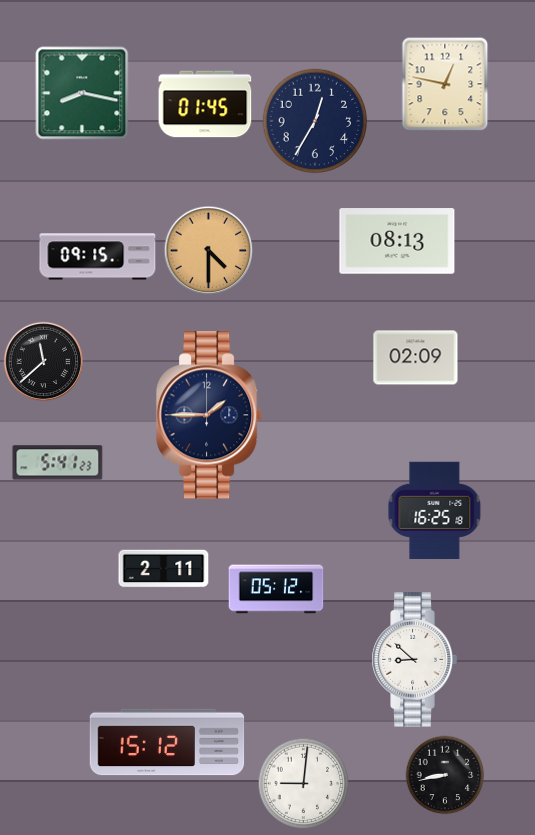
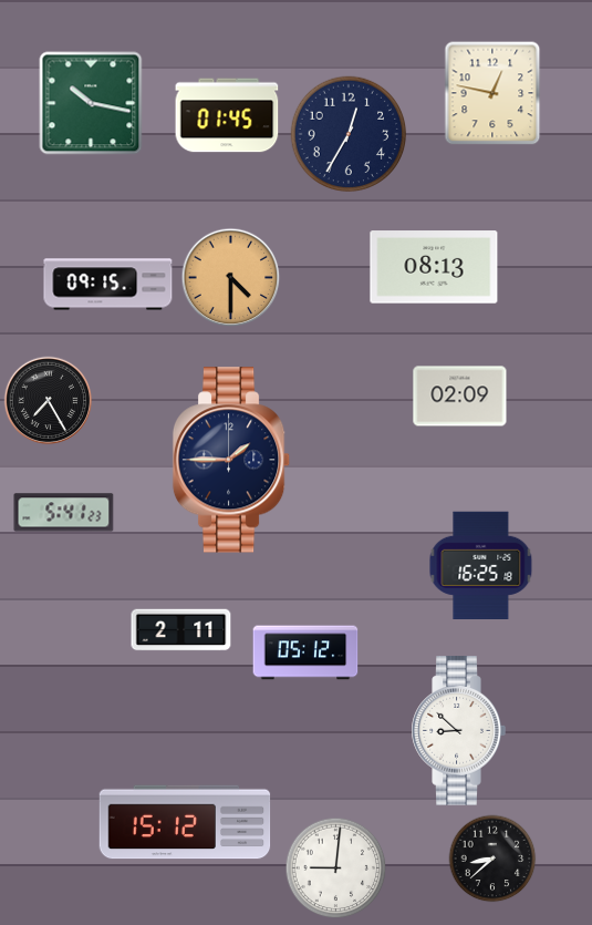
clock at (82, 93): 8:17 -> 10:17
clock at (397, 241) position: (397, 241) -> (434, 267)
clock at (44, 362): 11:38 -> 7:25
clock at (445, 775): 8:43 -> 8:38
